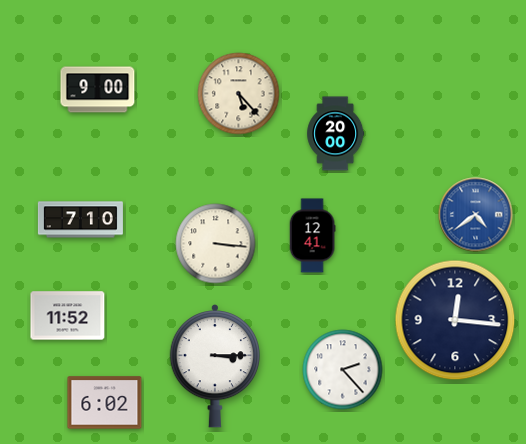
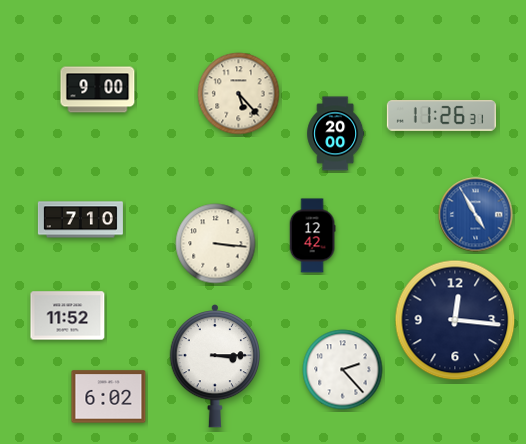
clock at (441, 116): none -> 11:26
clock at (476, 215): 4:39 -> 4:55
clock at (312, 236): 12:41 -> 12:42
clock at (105, 403) position: (105, 403) -> (109, 397)
